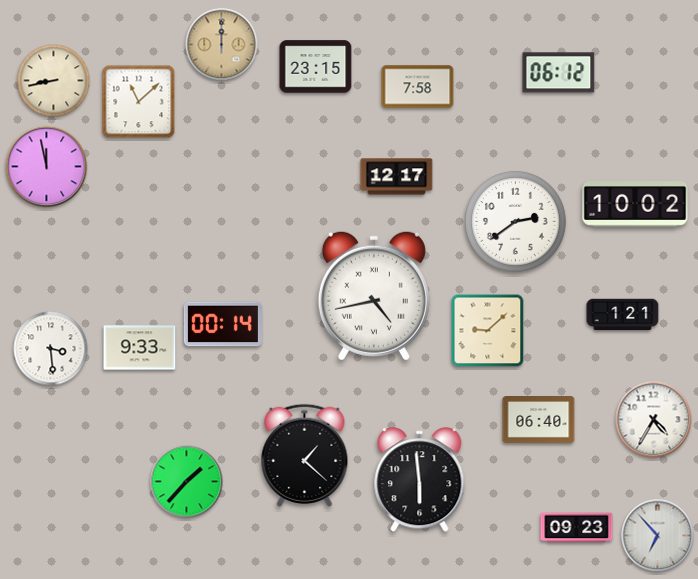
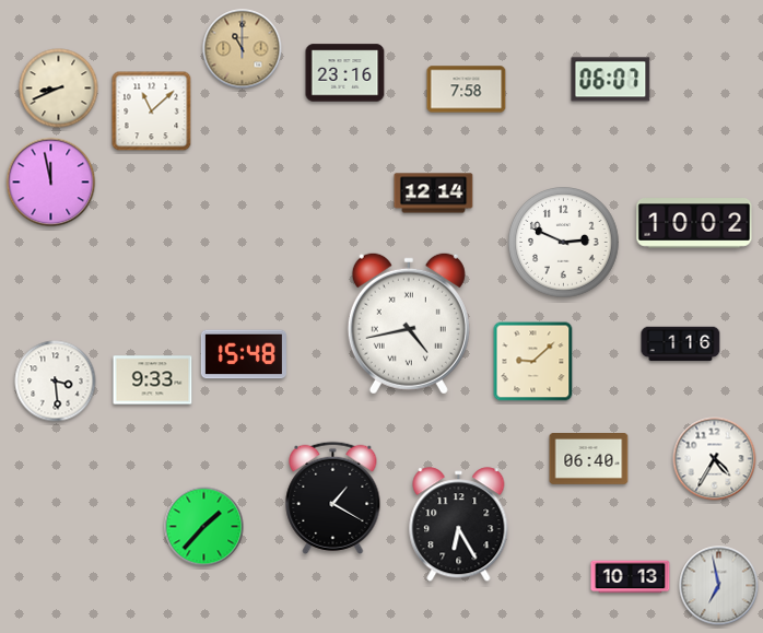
clock at (222, 45): 12:00 -> 11:00
clock at (316, 67): 23:15 -> 23:16
clock at (559, 73): 06:12 -> 06:07
clock at (54, 81): 8:43 -> 8:41
clock at (418, 87) position: (418, 87) -> (467, 90)
clock at (397, 177): 12:17 -> 12:14
clock at (516, 222): 2:39 -> 2:49
clock at (623, 315): 1:21 -> 1:16
clock at (223, 324): 00:14 -> 15:48
clock at (305, 455): 1:22 -> 1:20
clock at (420, 480): 5:59 -> 6:25
clock at (577, 528): 09:23 -> 10:13
clock at (658, 536): 6:53 -> 6:58
